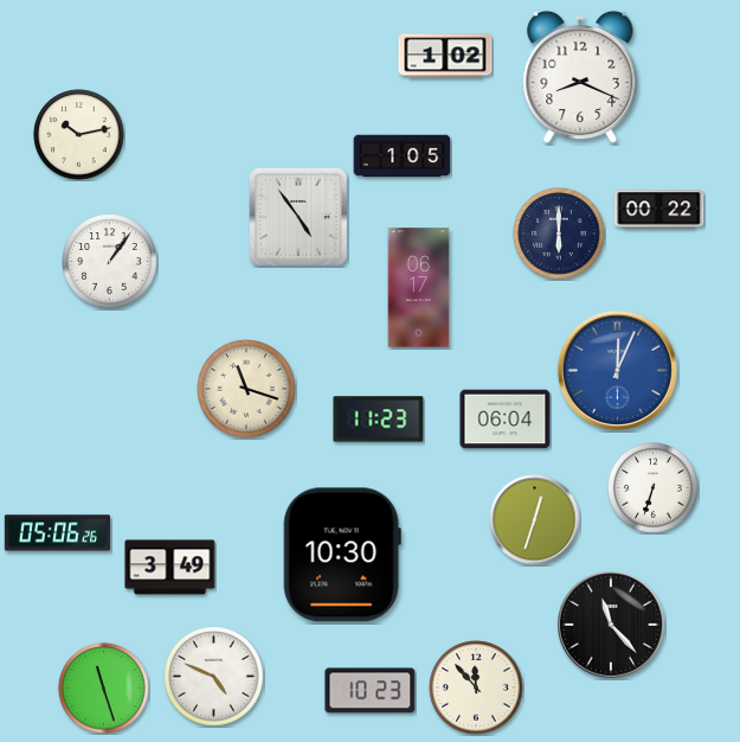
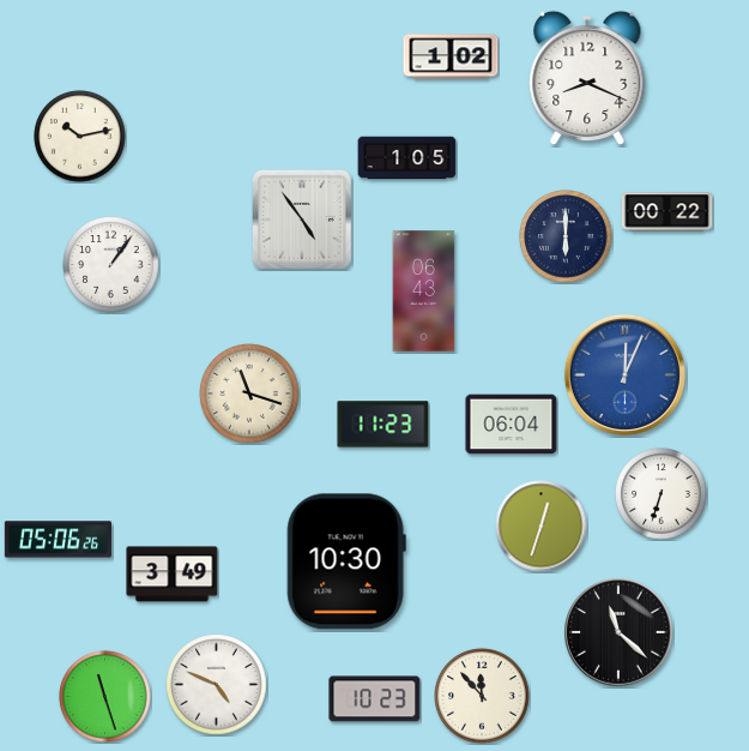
clock at (419, 288): 06:17 -> 06:43
clock at (611, 625): 11:23 -> 11:22
